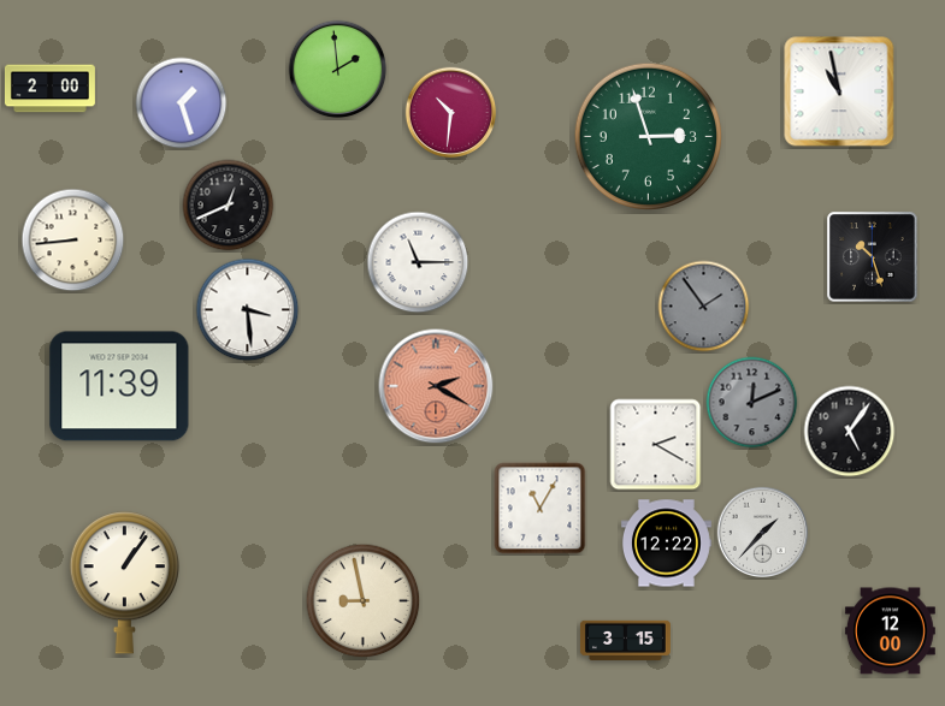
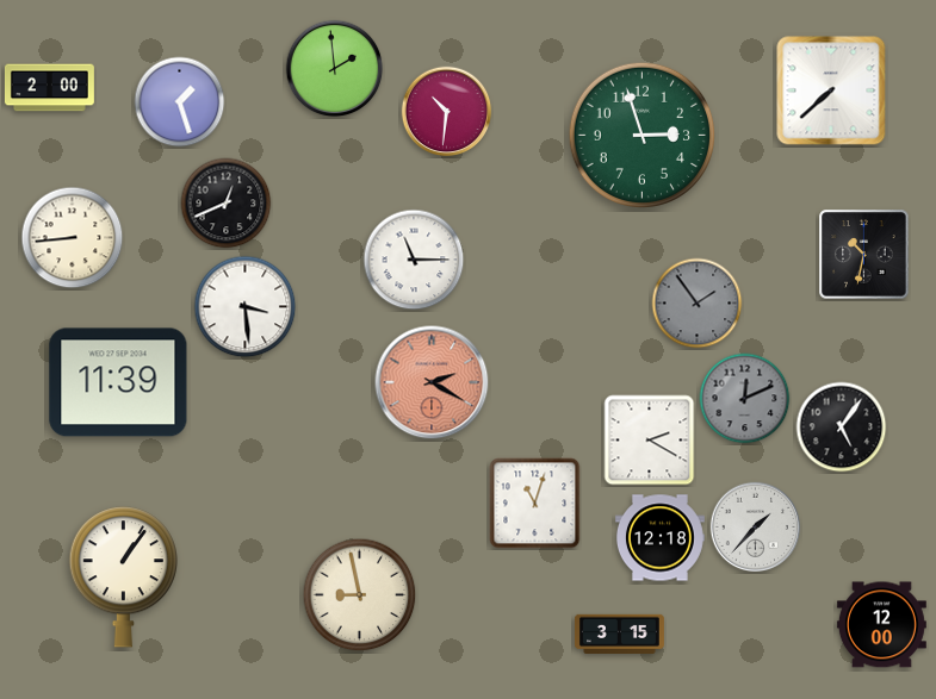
clock at (839, 91): 10:58 -> 7:38
clock at (873, 257): 10:27 -> 10:32
clock at (541, 509): 11:05 -> 11:03
clock at (666, 544): 12:22 -> 12:18
